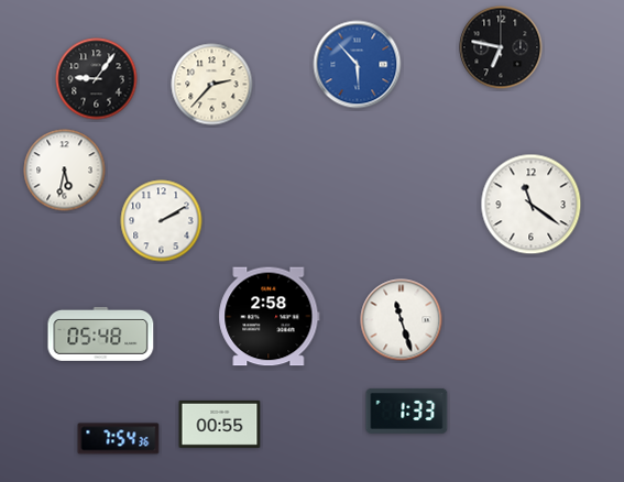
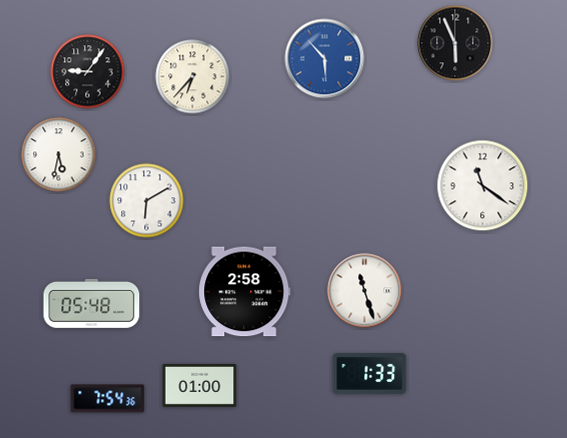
clock at (501, 47): 6:47 -> 5:56
clock at (212, 85): 2:37 -> 6:37
clock at (162, 221): 2:10 -> 6:10
clock at (270, 317) position: (270, 317) -> (245, 292)
clock at (220, 424): 00:55 -> 01:00
